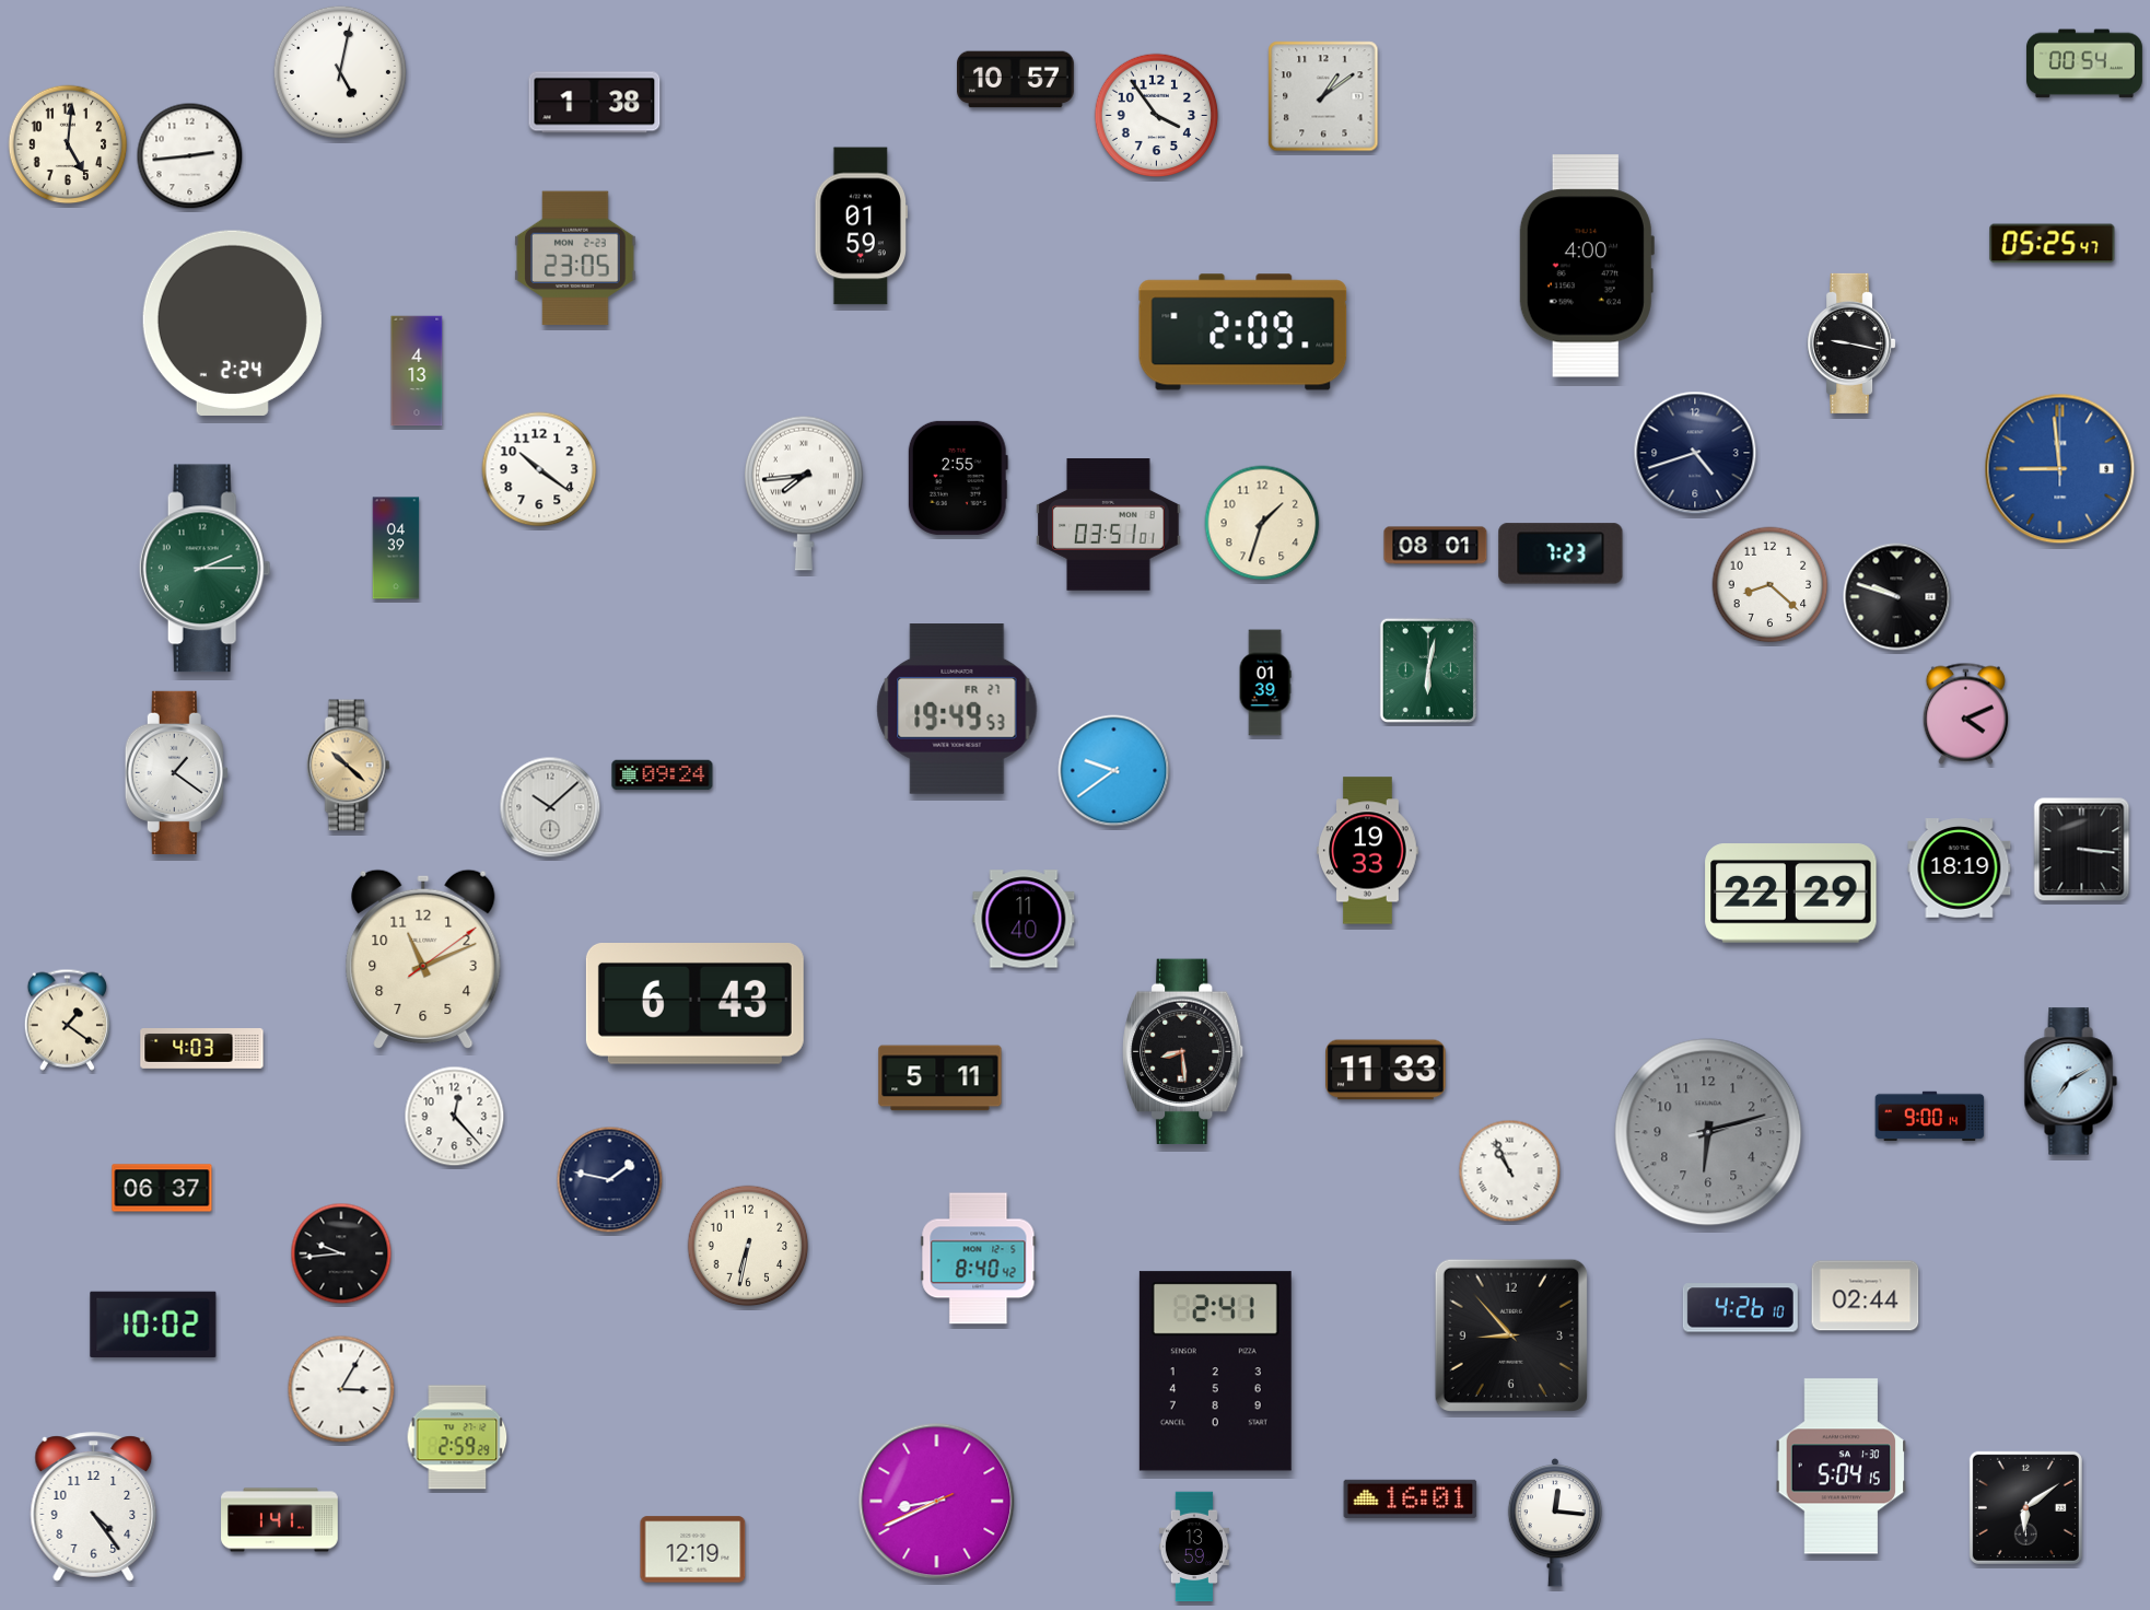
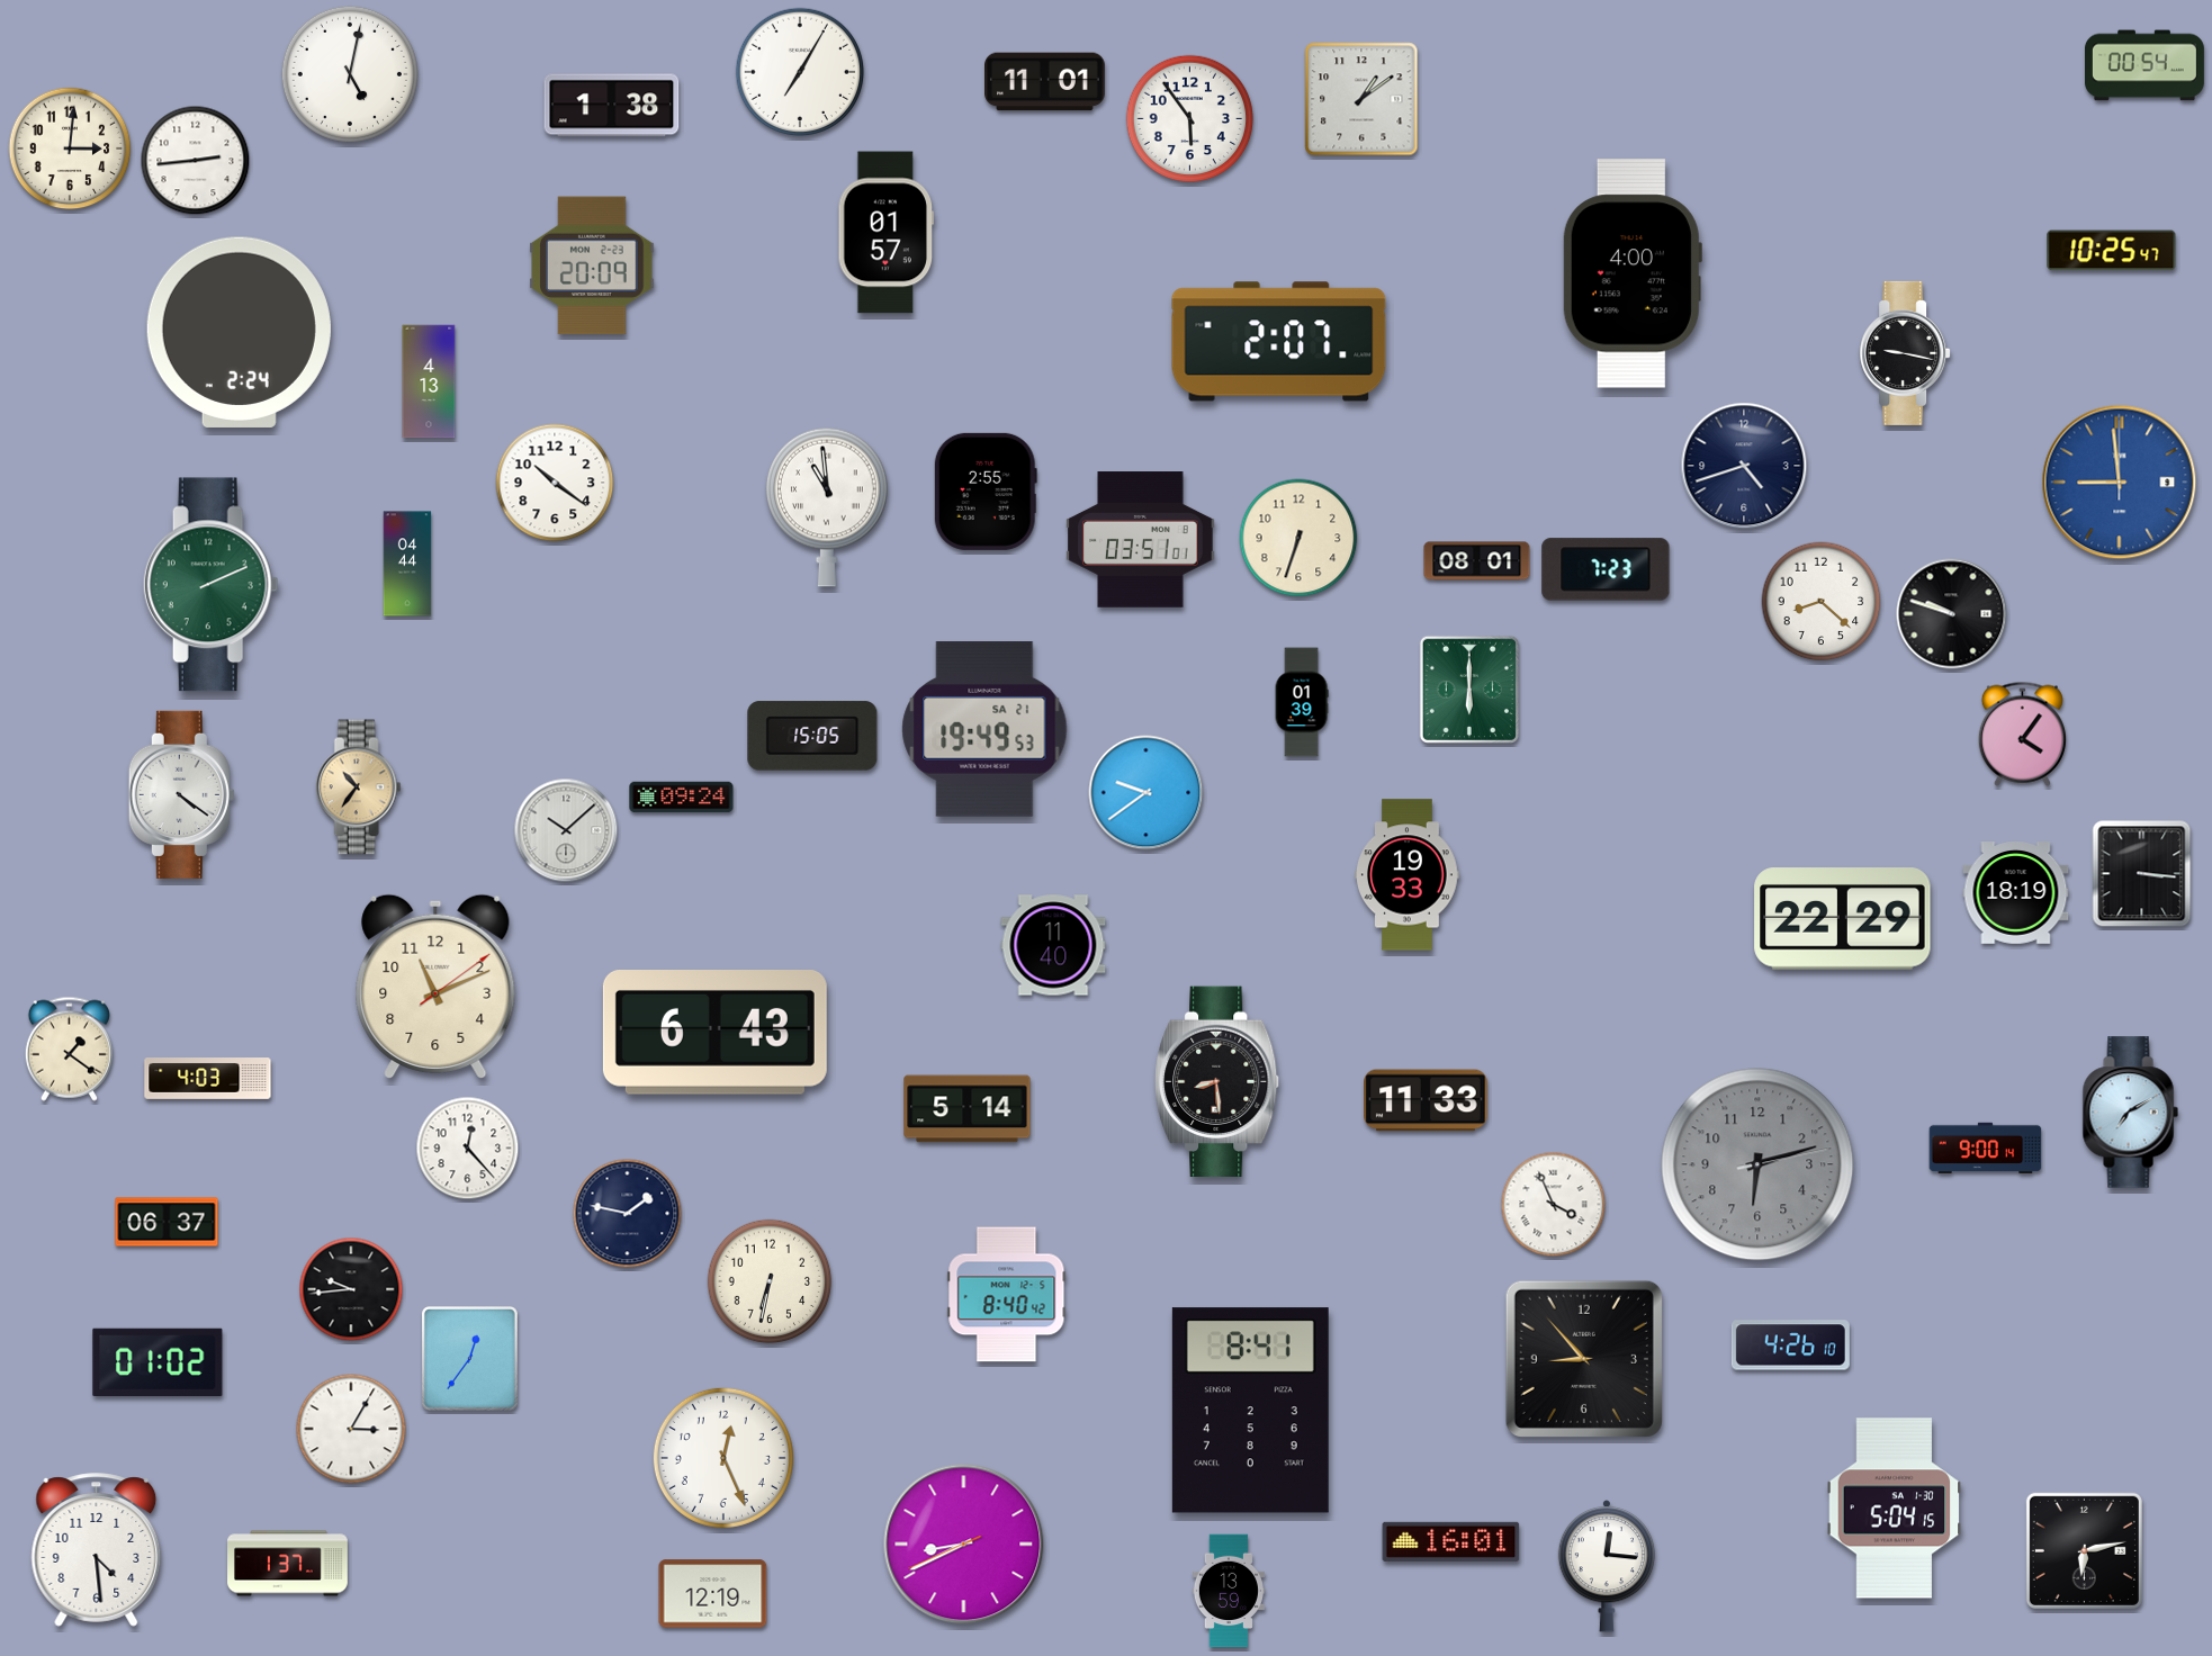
clock at (800, 72): none -> 7:05
clock at (1016, 80): 10:57 -> 11:01
clock at (1157, 116): 3:54 -> 5:54
clock at (68, 144): 5:01 -> 3:01
clock at (862, 226): 01:59 -> 01:57
clock at (2053, 244): 05:25 -> 10:25
clock at (575, 258): 23:05 -> 20:09
clock at (1243, 332): 2:09 -> 2:07
clock at (805, 493): 7:44 -> 10:59
clock at (1262, 523): 1:33 -> 6:33
clock at (396, 548): 04:39 -> 04:44
clock at (205, 569): 2:15 -> 2:11
clock at (1428, 670): 6:02 -> 6:00
clock at (957, 709) date: FR 27 -> SA 21
clock at (1965, 713): 4:11 -> 4:06
clock at (812, 736): none -> 15:05
clock at (348, 766): 10:22 -> 10:36
clock at (176, 772): 1:21 -> 4:21
clock at (940, 1078): 5:11 -> 5:14
clock at (1510, 1171): 10:56 -> 3:56
clock at (1866, 1296): 02:44 -> none
clock at (470, 1359): none -> 12:36
clock at (153, 1323): 10:02 -> 01:02
clock at (1511, 1335) position: (1511, 1335) -> (1584, 1359)
clock at (1215, 1372): 2:41 -> 8:41
clock at (723, 1458): none -> 12:26
clock at (457, 1437): 2:59 -> none
clock at (94, 1507): 4:24 -> 4:29
clock at (2025, 1507): 6:09 -> 6:13
clock at (280, 1520): 1:41 -> 1:37
clock at (1554, 1522) position: (1554, 1522) -> (1606, 1566)
